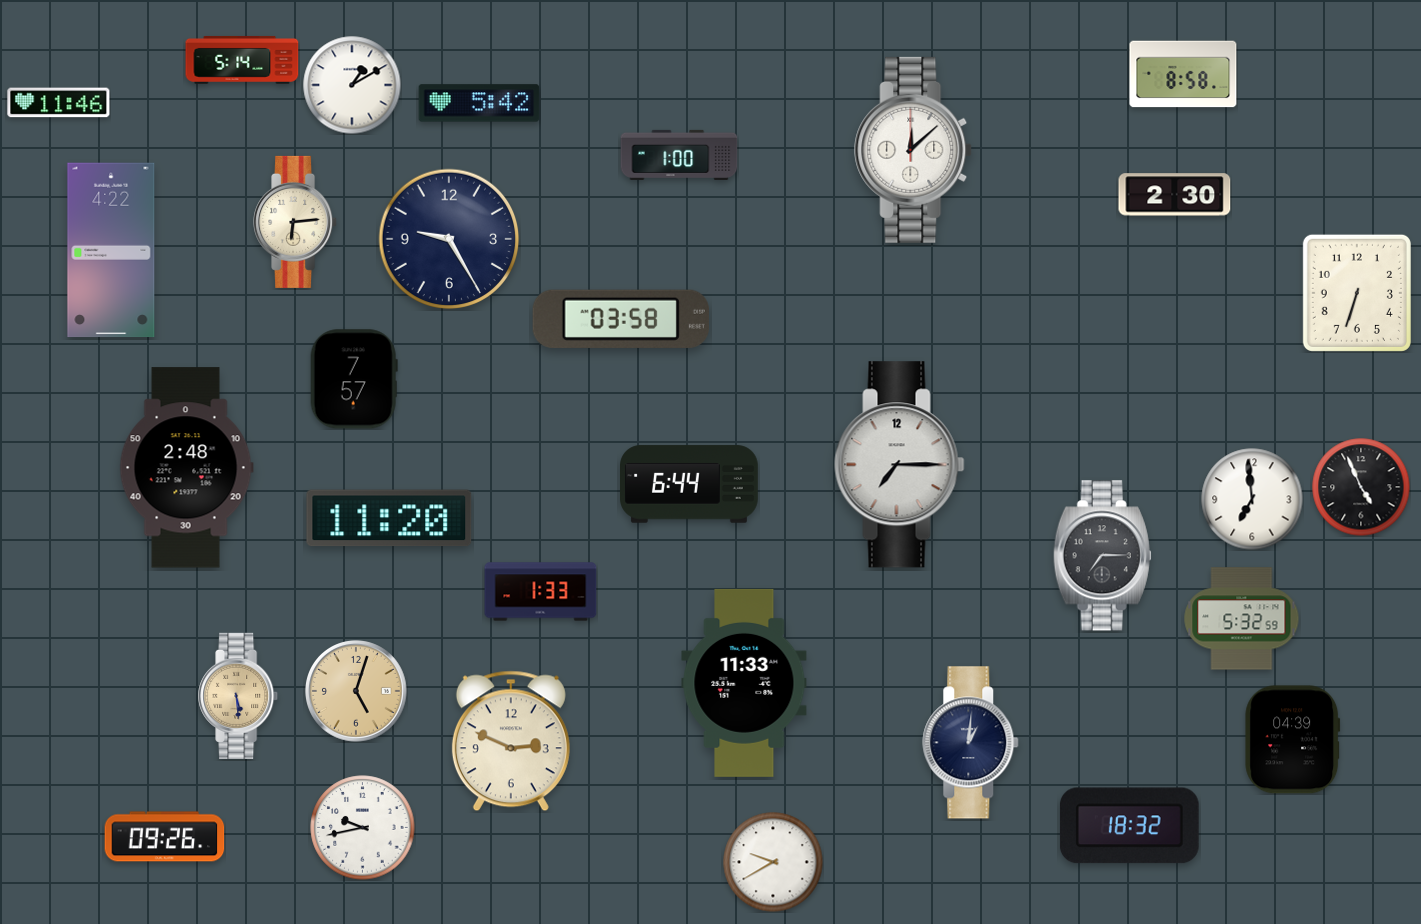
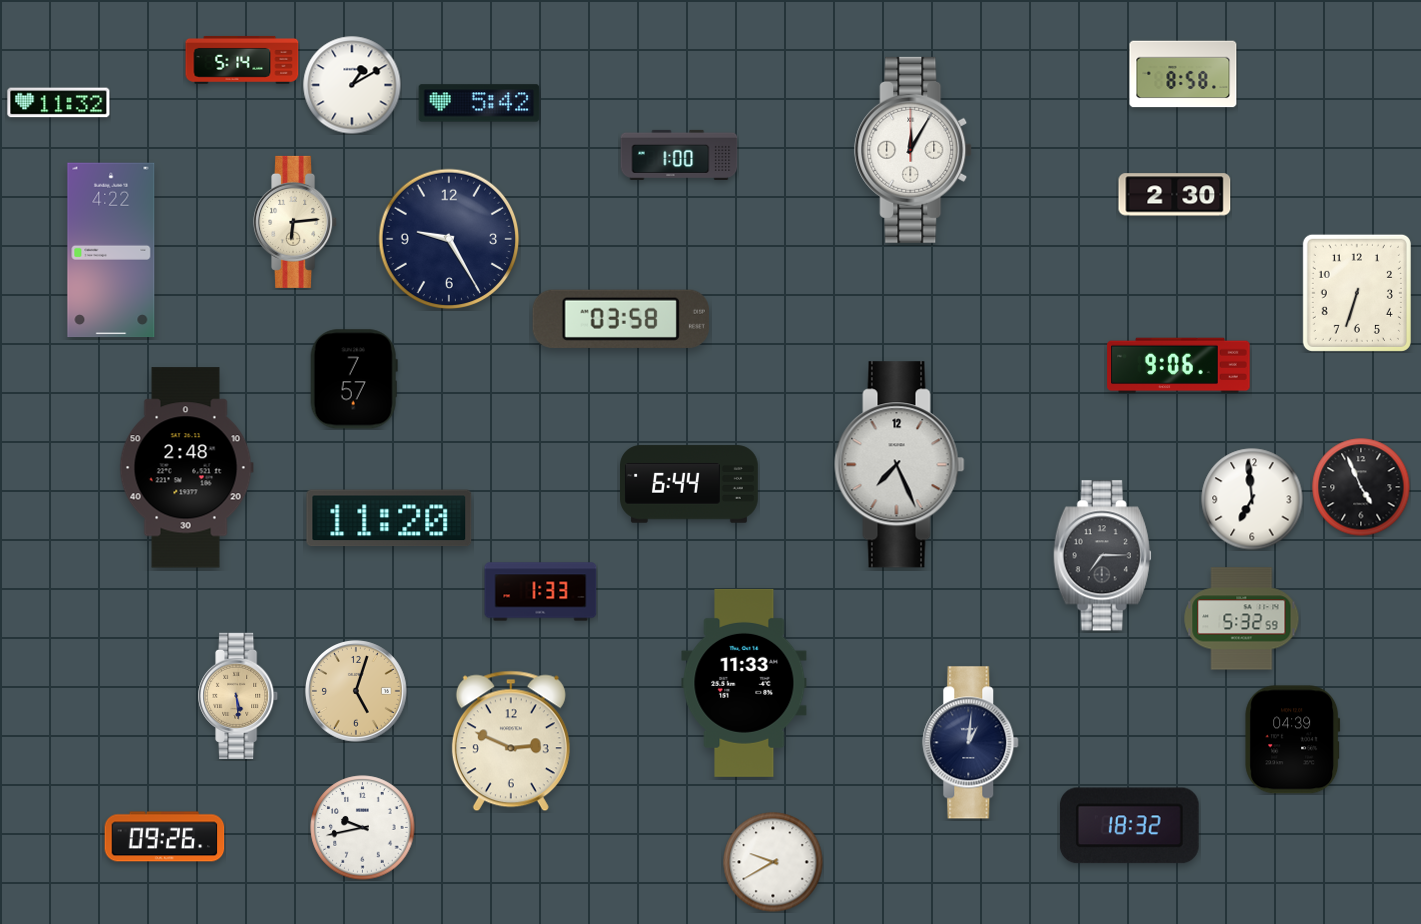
clock at (59, 103): 11:46 -> 11:32
clock at (914, 150): 12:08 -> 12:05
clock at (1179, 366): none -> 9:06
clock at (900, 465): 7:15 -> 7:26
